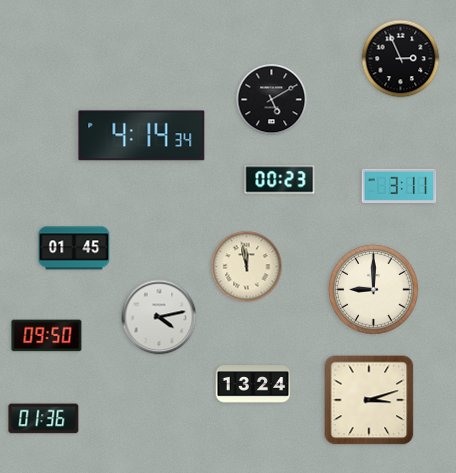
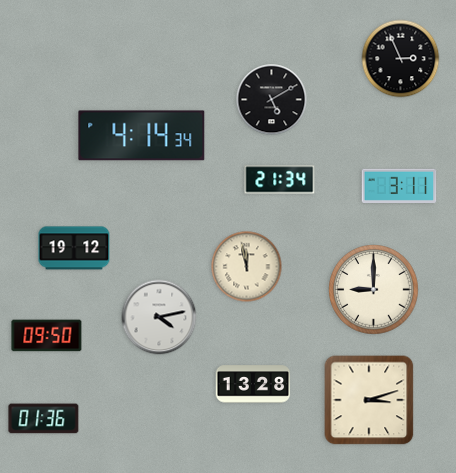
clock at (280, 180): 00:23 -> 21:34
clock at (74, 248): 01:45 -> 19:12
clock at (253, 384): 13:24 -> 13:28
